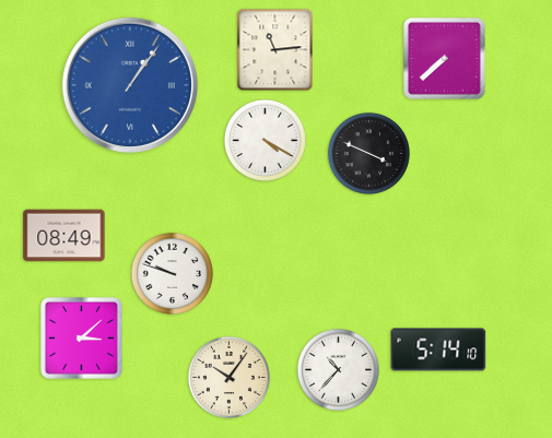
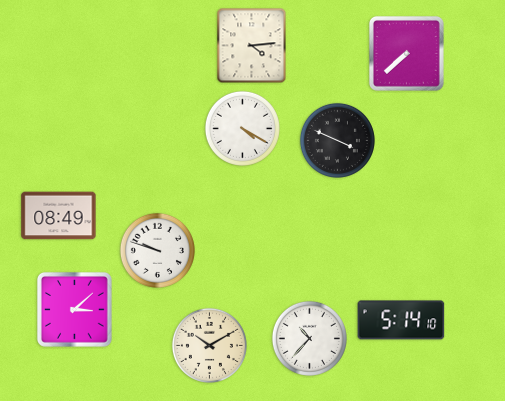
clock at (275, 50): 11:14 -> 4:14
clock at (130, 85): 1:06 -> none
clock at (228, 377): 10:06 -> 10:10
